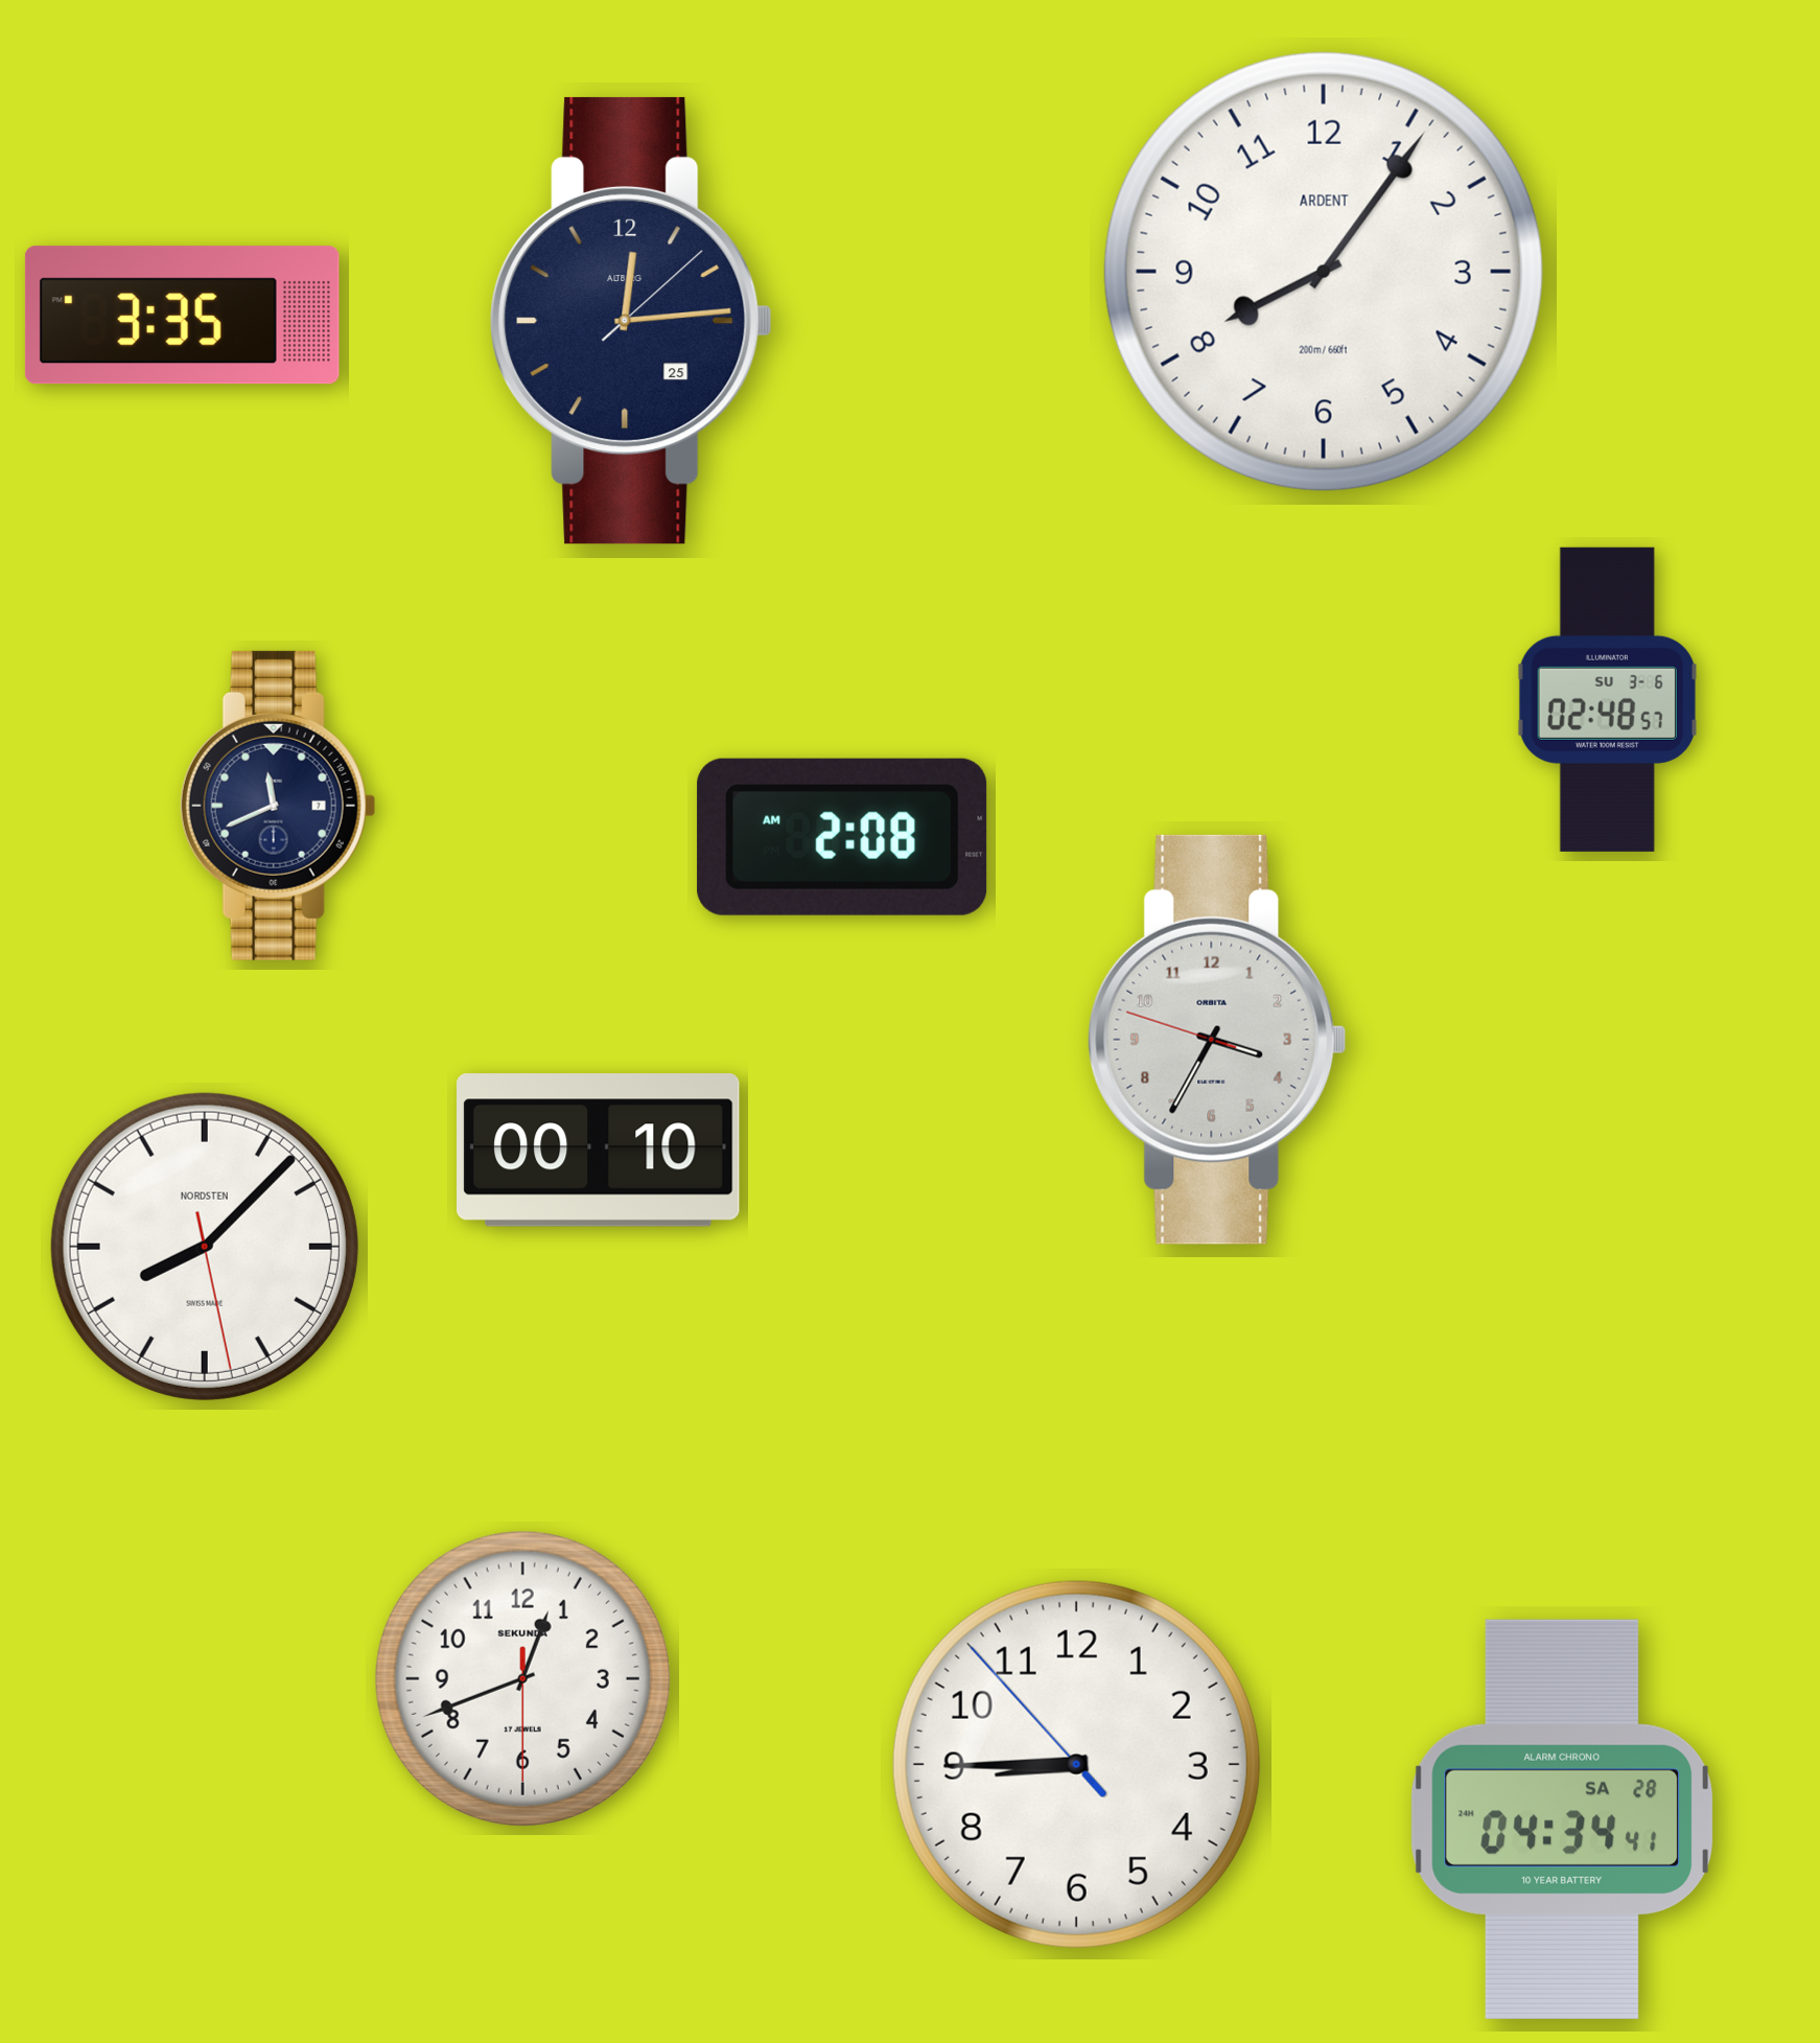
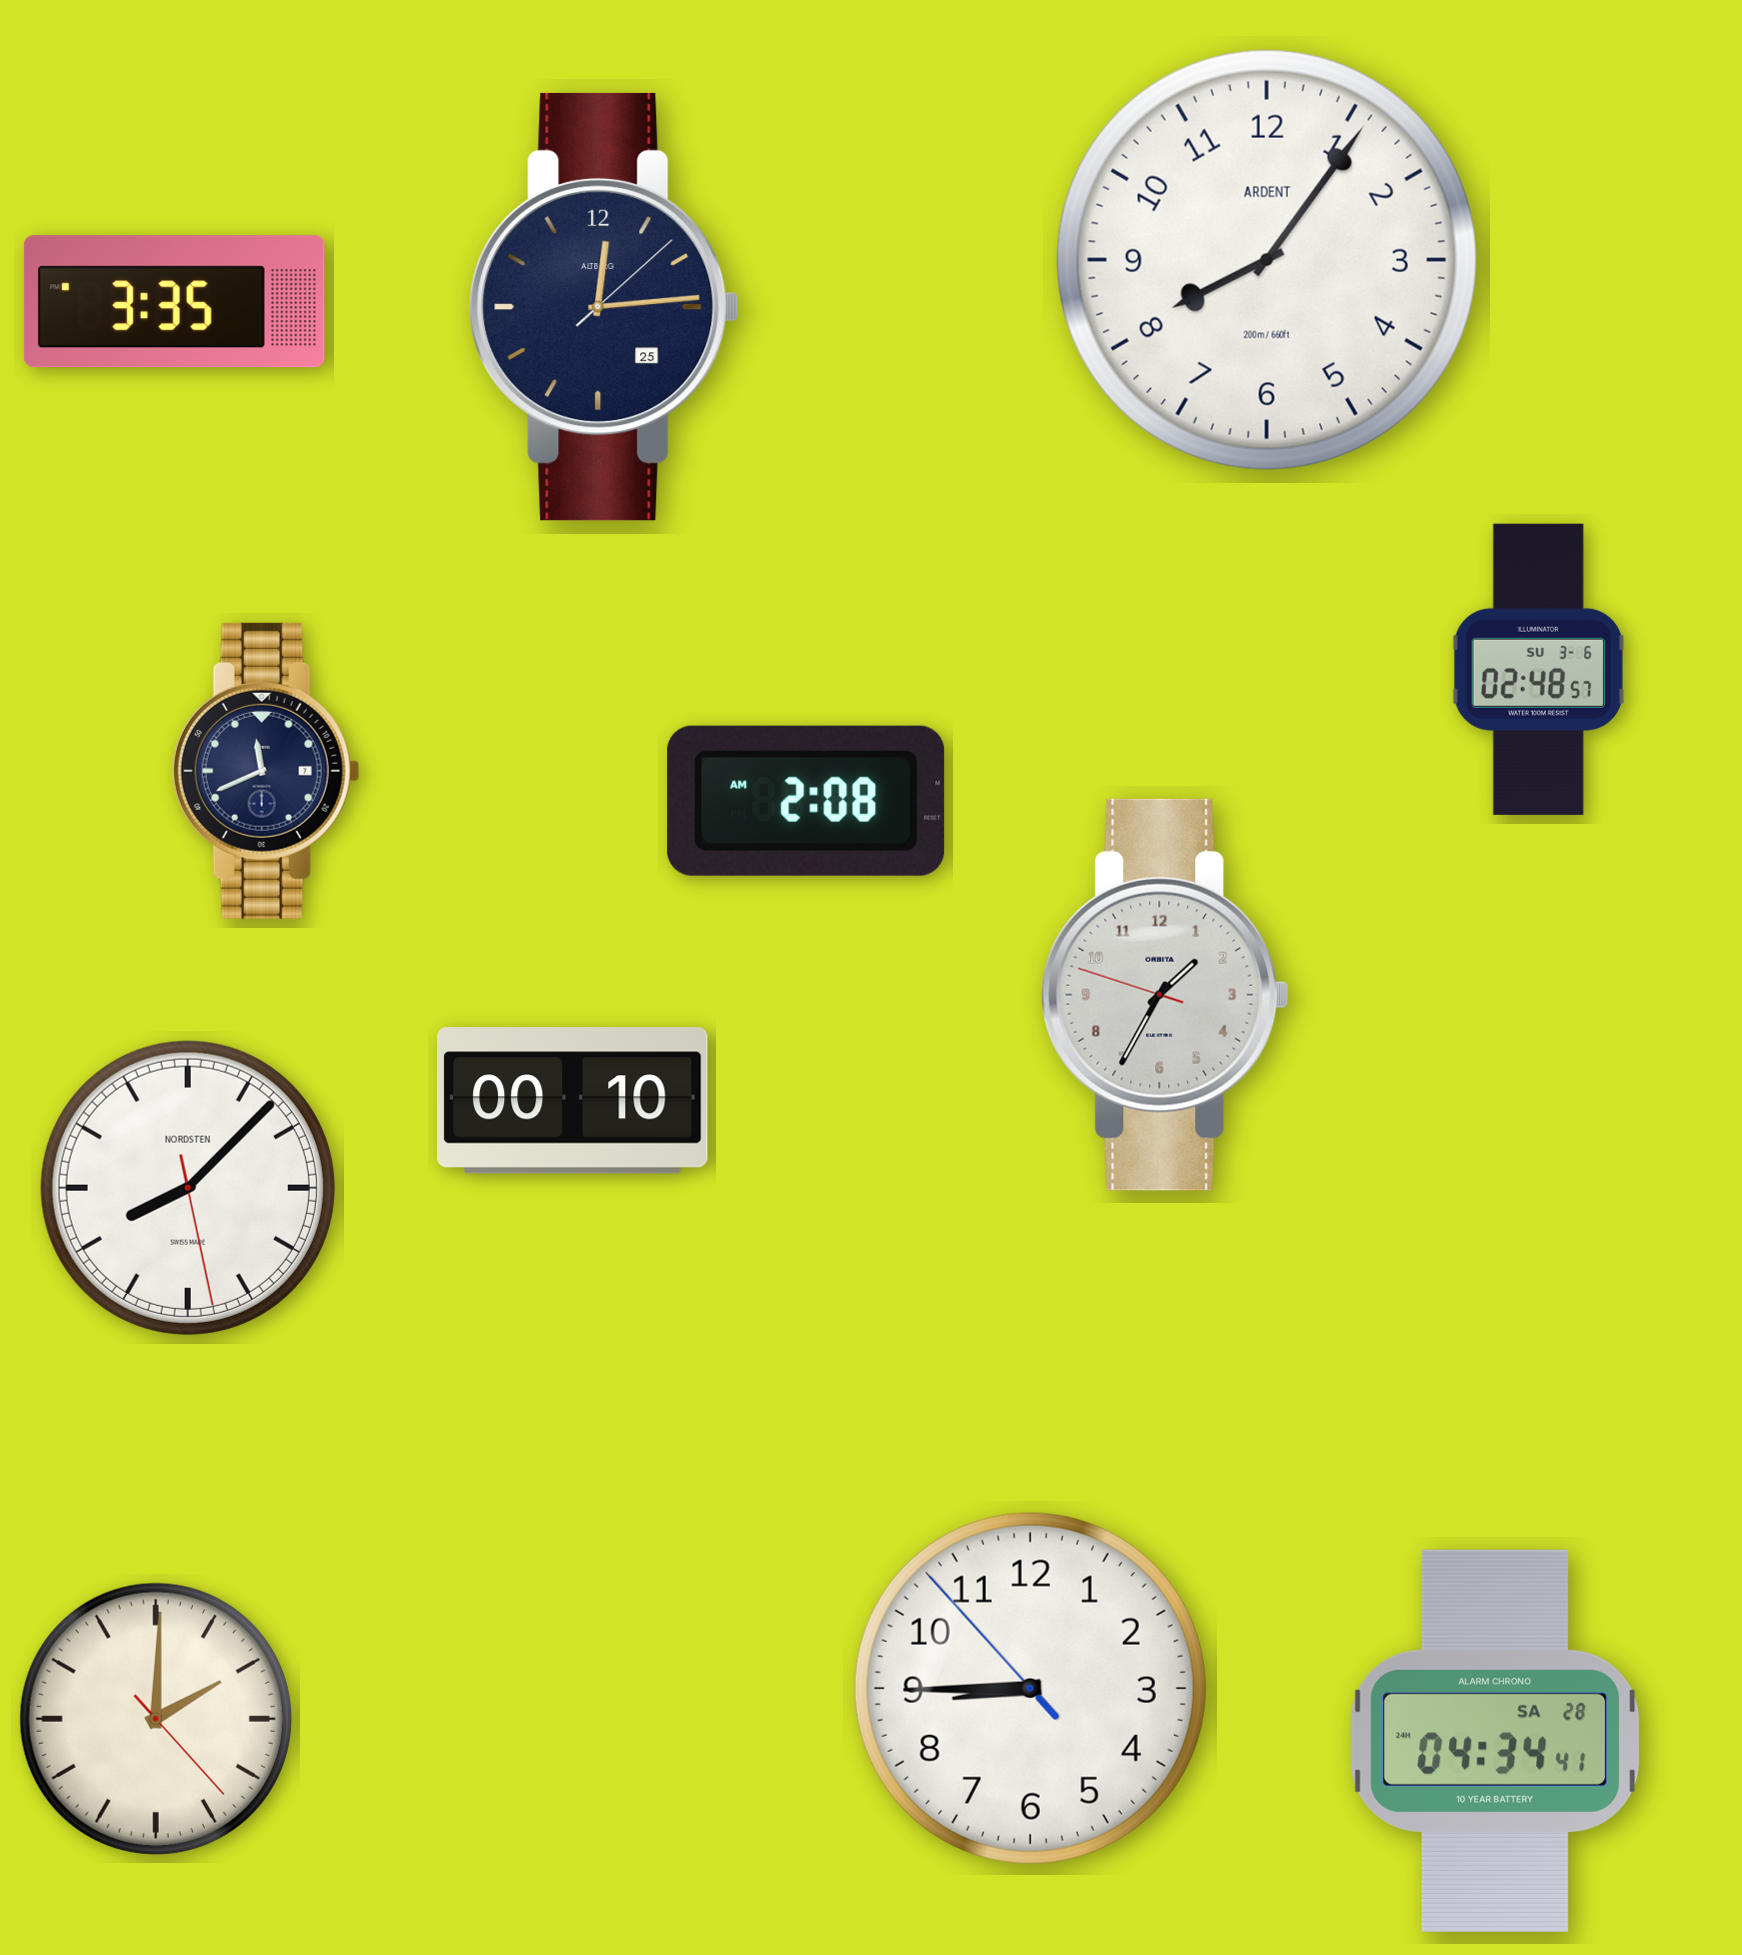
clock at (1217, 1040): 3:34 -> 1:34
clock at (205, 1247) position: (205, 1247) -> (188, 1188)
clock at (522, 1678): 12:41 -> none
clock at (156, 1719): none -> 2:00
